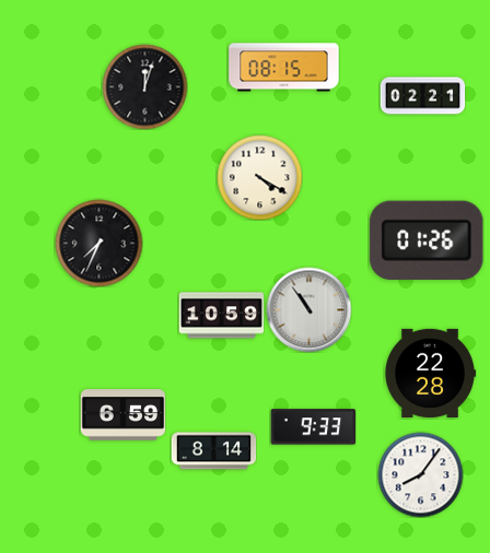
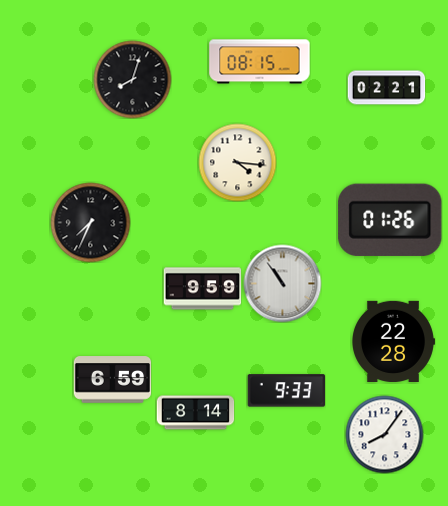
clock at (144, 86): 12:03 -> 8:03
clock at (259, 177): 4:20 -> 4:16
clock at (221, 316): 10:59 -> 9:59
